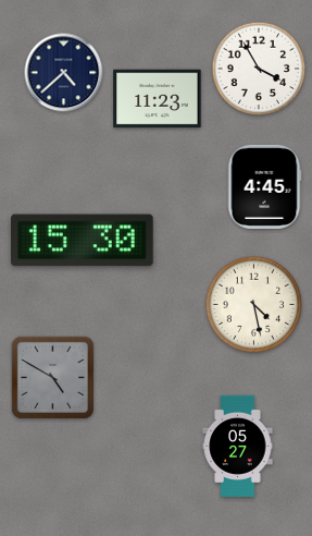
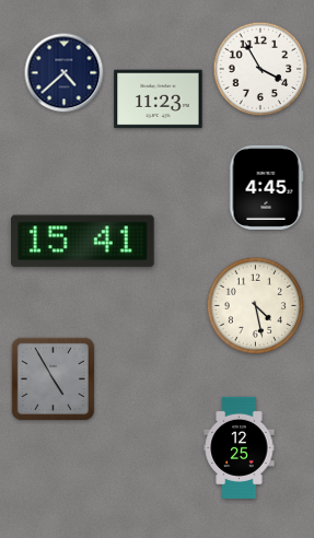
clock at (83, 241): 15:30 -> 15:41
clock at (52, 377): 4:50 -> 4:55
clock at (238, 446): 05:27 -> 12:25
